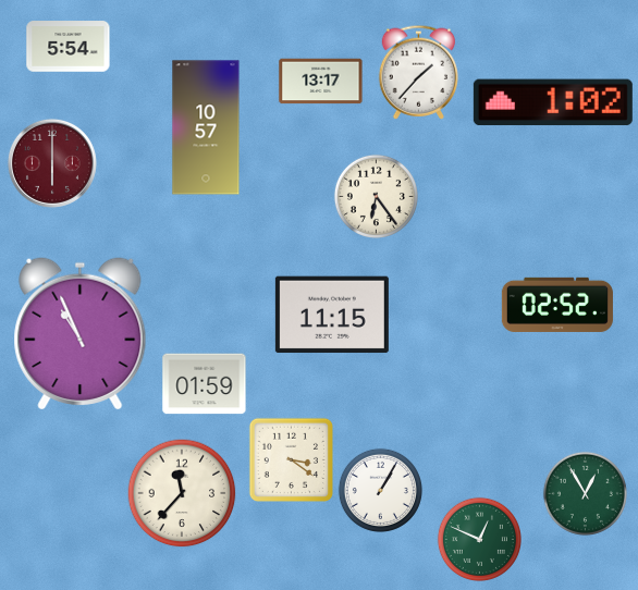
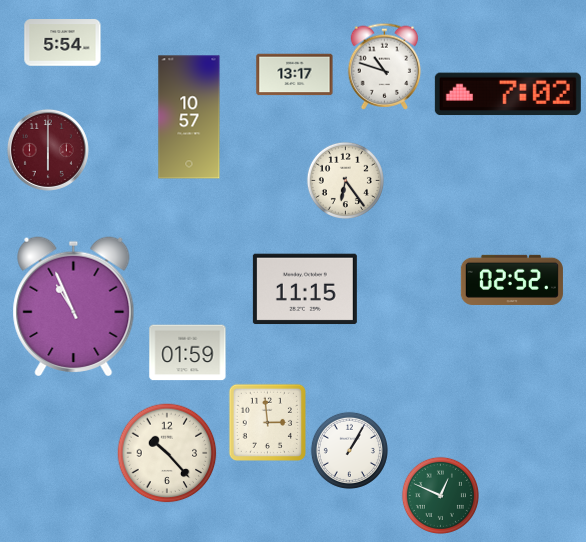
clock at (419, 72): 1:37 -> 10:48
clock at (553, 102): 1:02 -> 7:02
clock at (291, 459): 3:21 -> 2:59
clock at (182, 493): 11:37 -> 10:23
clock at (585, 493): 12:55 -> none
